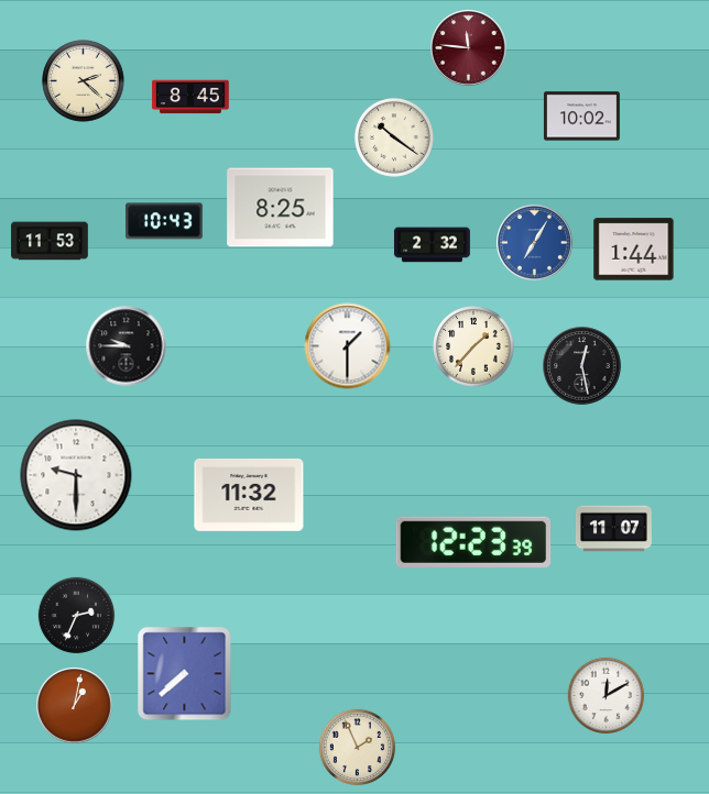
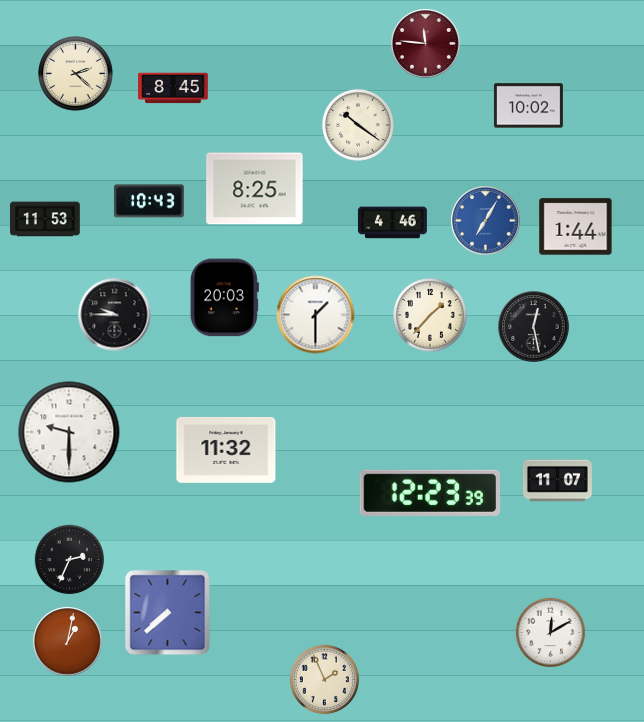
clock at (432, 245): 2:32 -> 4:46
clock at (224, 298): none -> 20:03
clock at (582, 366) position: (582, 366) -> (534, 327)
